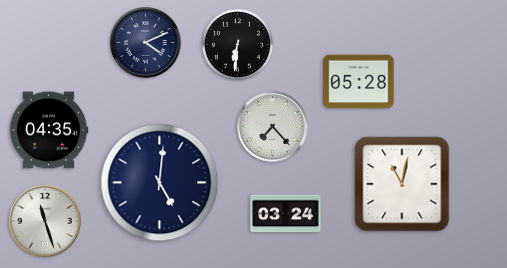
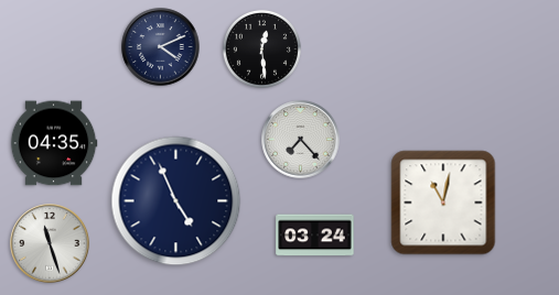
clock at (237, 44): 6:31 -> 12:29
clock at (359, 82): 05:28 -> none
clock at (160, 183): 5:01 -> 4:56
